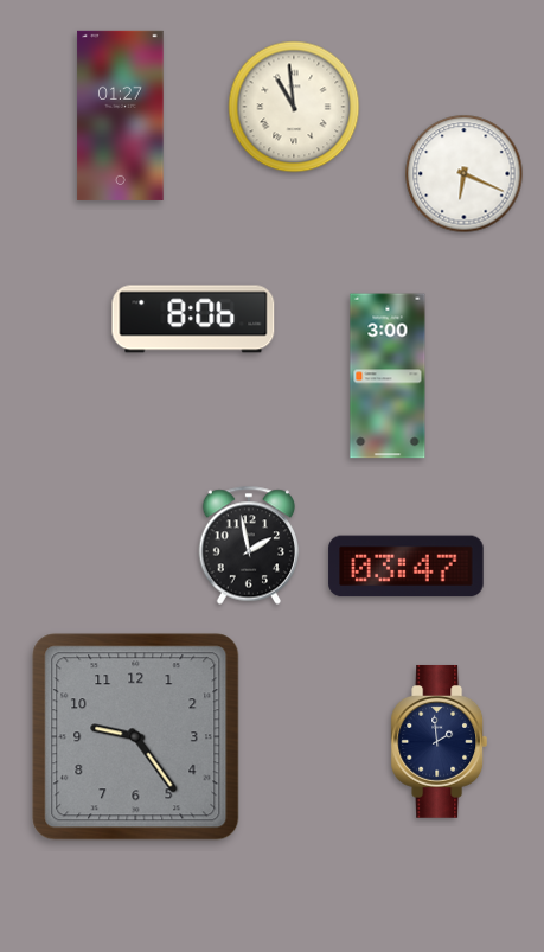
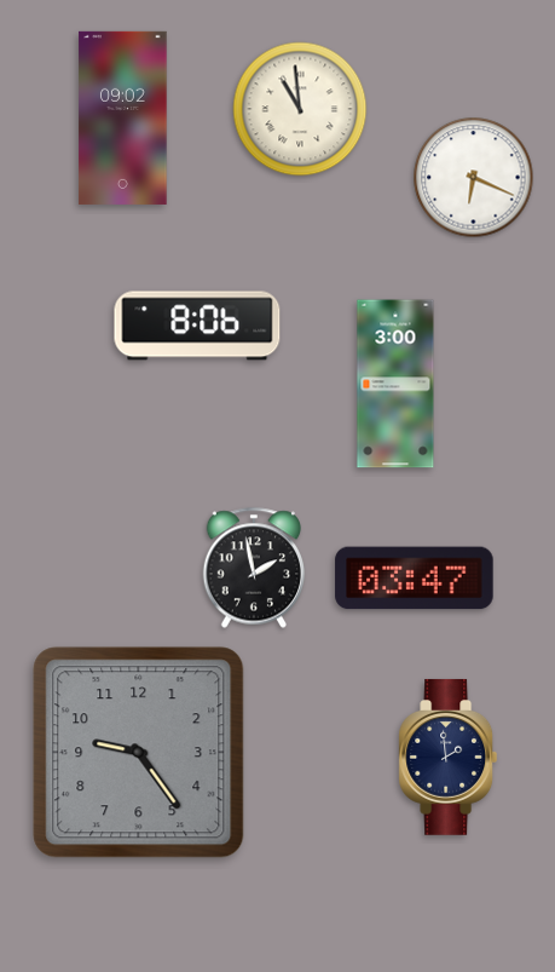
clock at (121, 115): 01:27 -> 09:02
clock at (249, 545) position: (249, 545) -> (254, 568)
